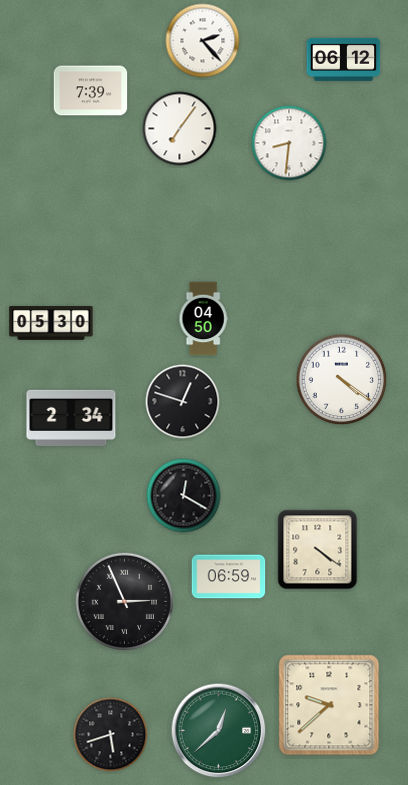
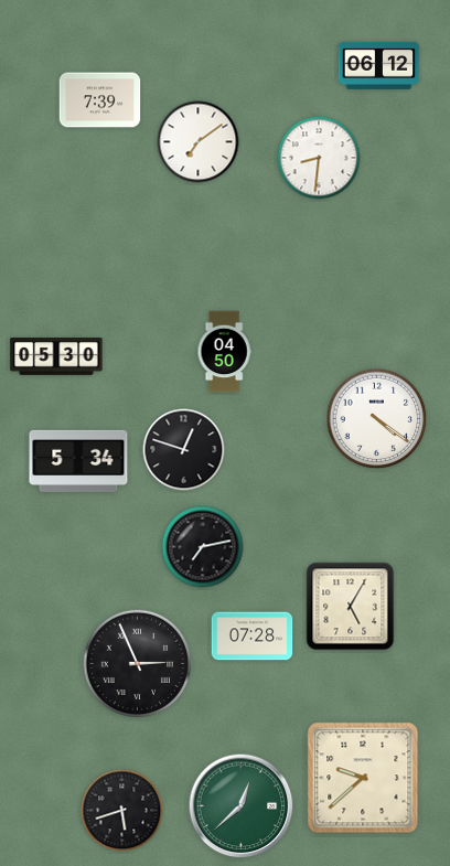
clock at (203, 41): 2:23 -> none
clock at (180, 129): 7:06 -> 7:09
clock at (183, 402) position: (183, 402) -> (184, 450)
clock at (71, 418): 2:34 -> 5:34
clock at (184, 496): 12:20 -> 7:13
clock at (318, 550): 4:21 -> 5:05
clock at (229, 577): 06:59 -> 07:28
